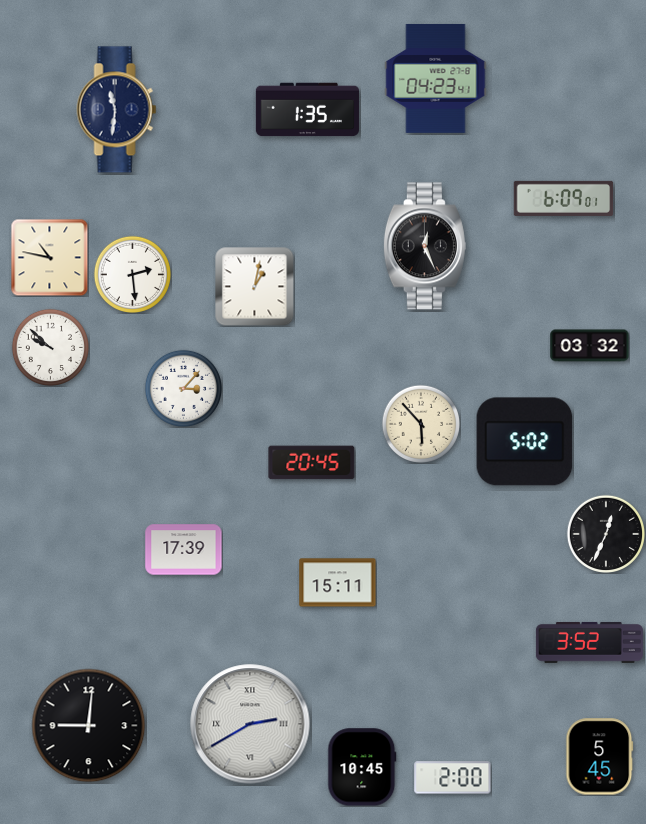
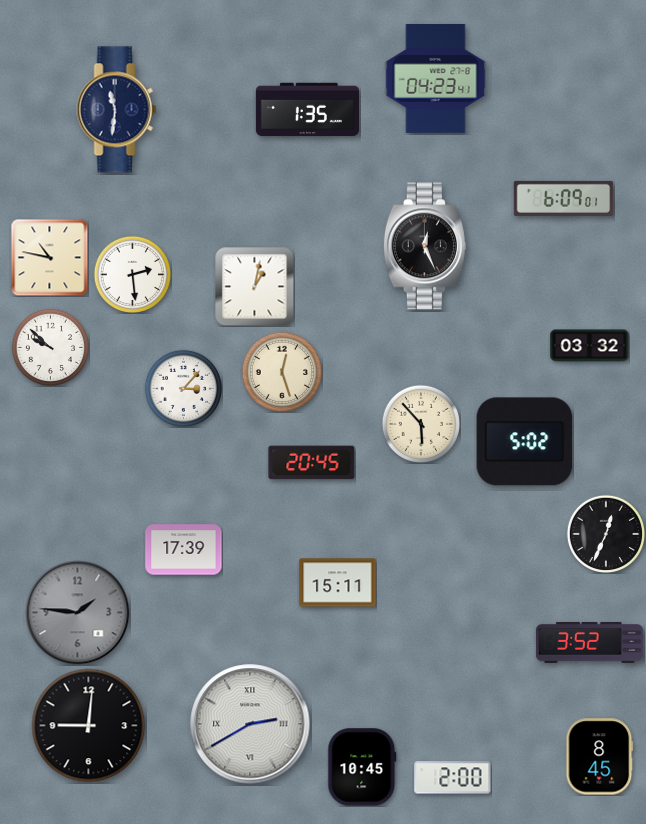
clock at (281, 371): none -> 12:27
clock at (78, 613): none -> 1:46
clock at (600, 757): 5:45 -> 8:45
